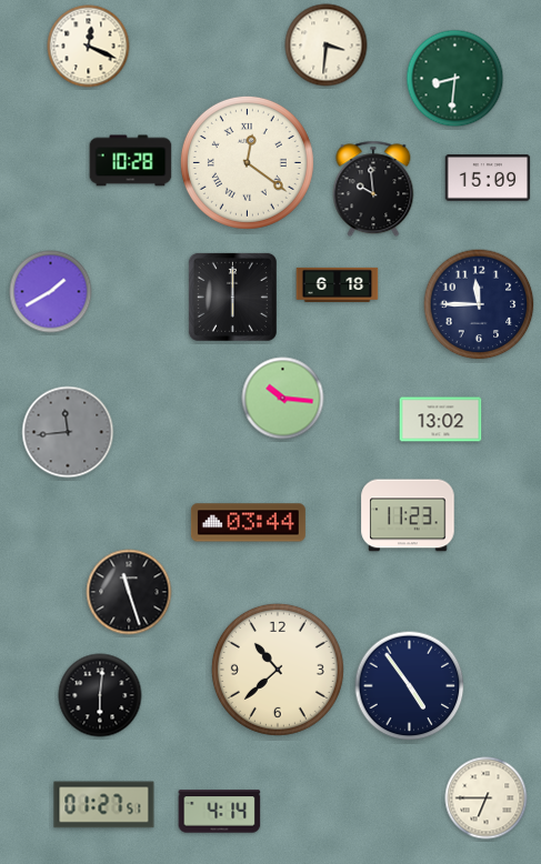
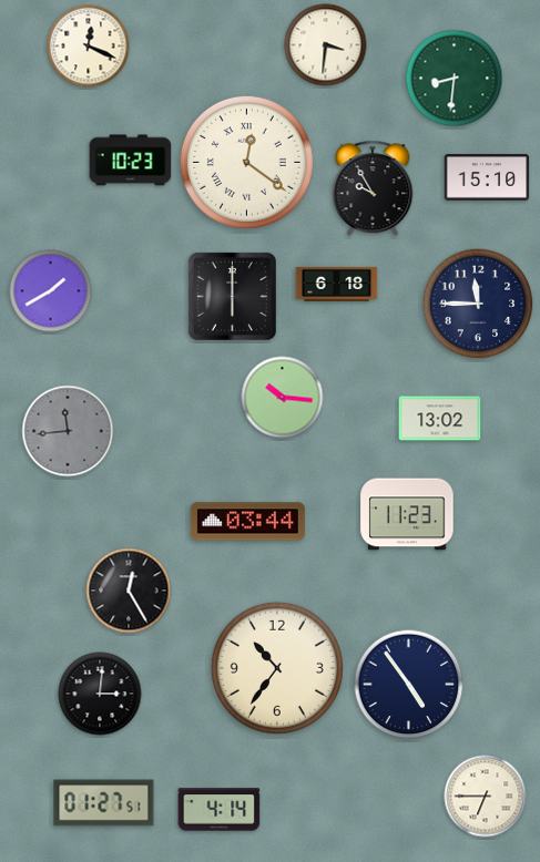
clock at (131, 161): 10:28 -> 10:23
clock at (488, 178): 15:09 -> 15:10
clock at (373, 189): 9:59 -> 9:55
clock at (129, 592): 11:27 -> 12:25
clock at (278, 670): 10:38 -> 10:36
clock at (100, 695): 6:01 -> 3:01
